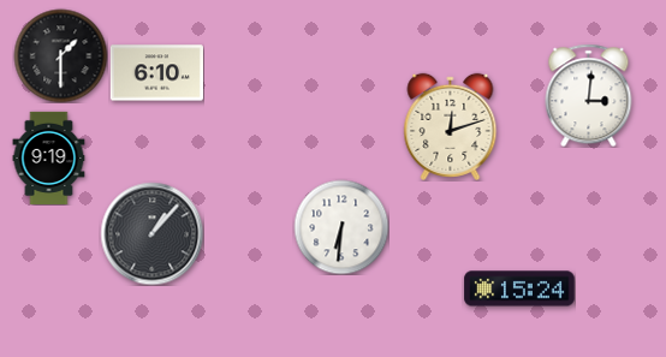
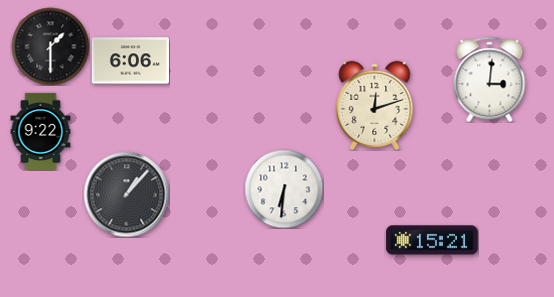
clock at (156, 73): 6:10 -> 6:06
clock at (49, 157): 9:19 -> 9:22
clock at (519, 288): 15:24 -> 15:21
